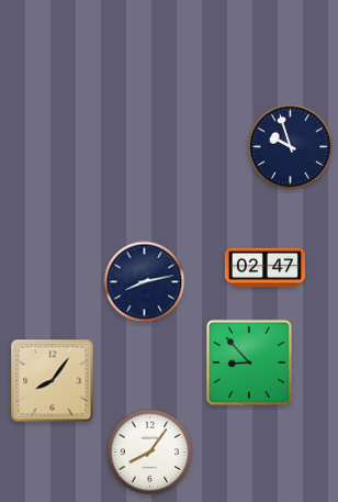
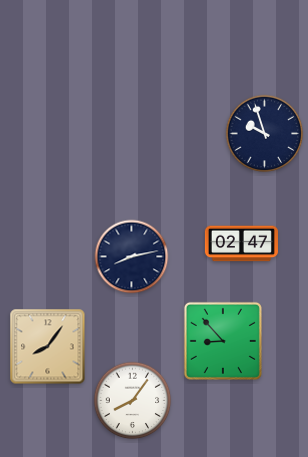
clock at (249, 362) position: (249, 362) -> (223, 341)
clock at (150, 453) position: (150, 453) -> (133, 401)
